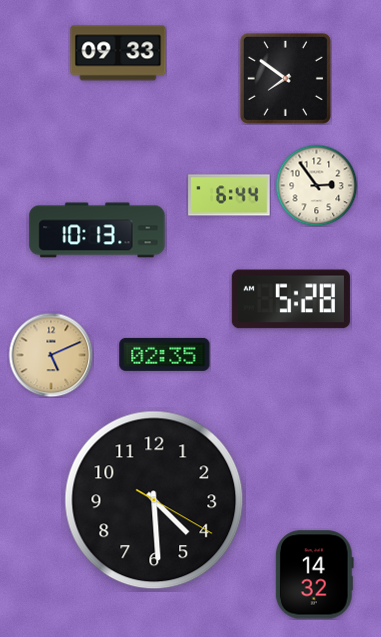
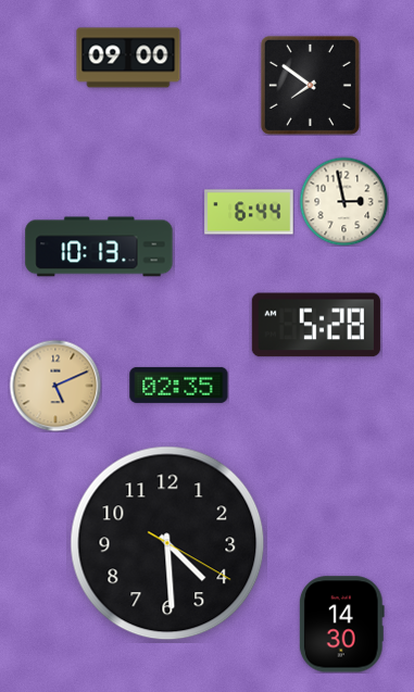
clock at (118, 53): 09:33 -> 09:00
clock at (316, 185): 2:54 -> 2:58
clock at (97, 230) position: (97, 230) -> (99, 247)
clock at (314, 575): 14:32 -> 14:30
